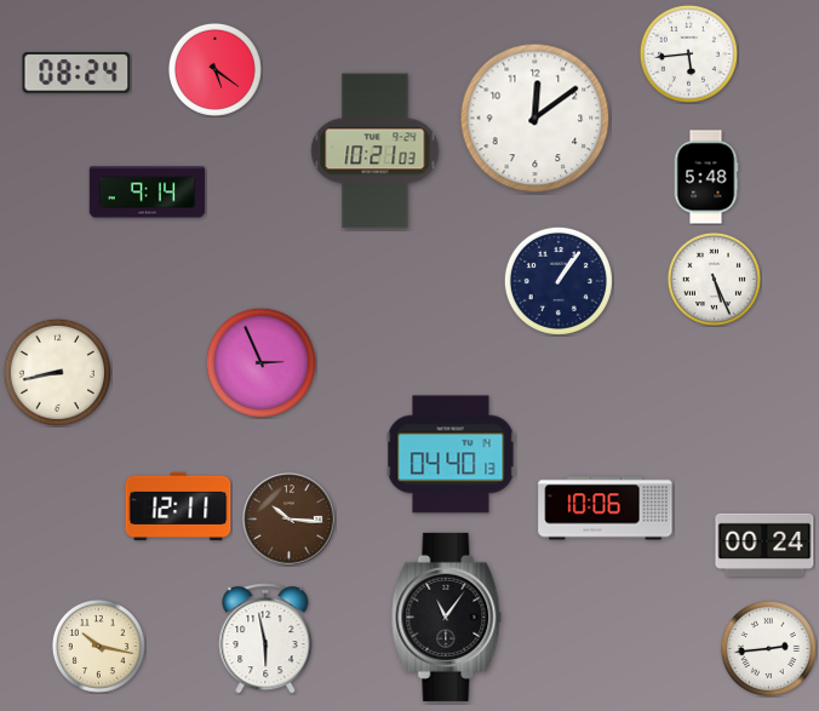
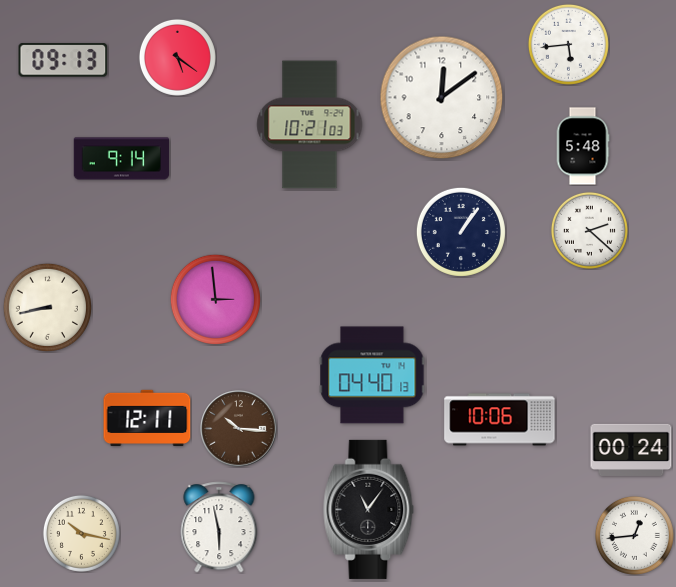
clock at (76, 73): 08:24 -> 09:13
clock at (714, 279): 5:26 -> 2:22
clock at (260, 362): 2:56 -> 2:59
clock at (768, 648): 2:44 -> 12:44
